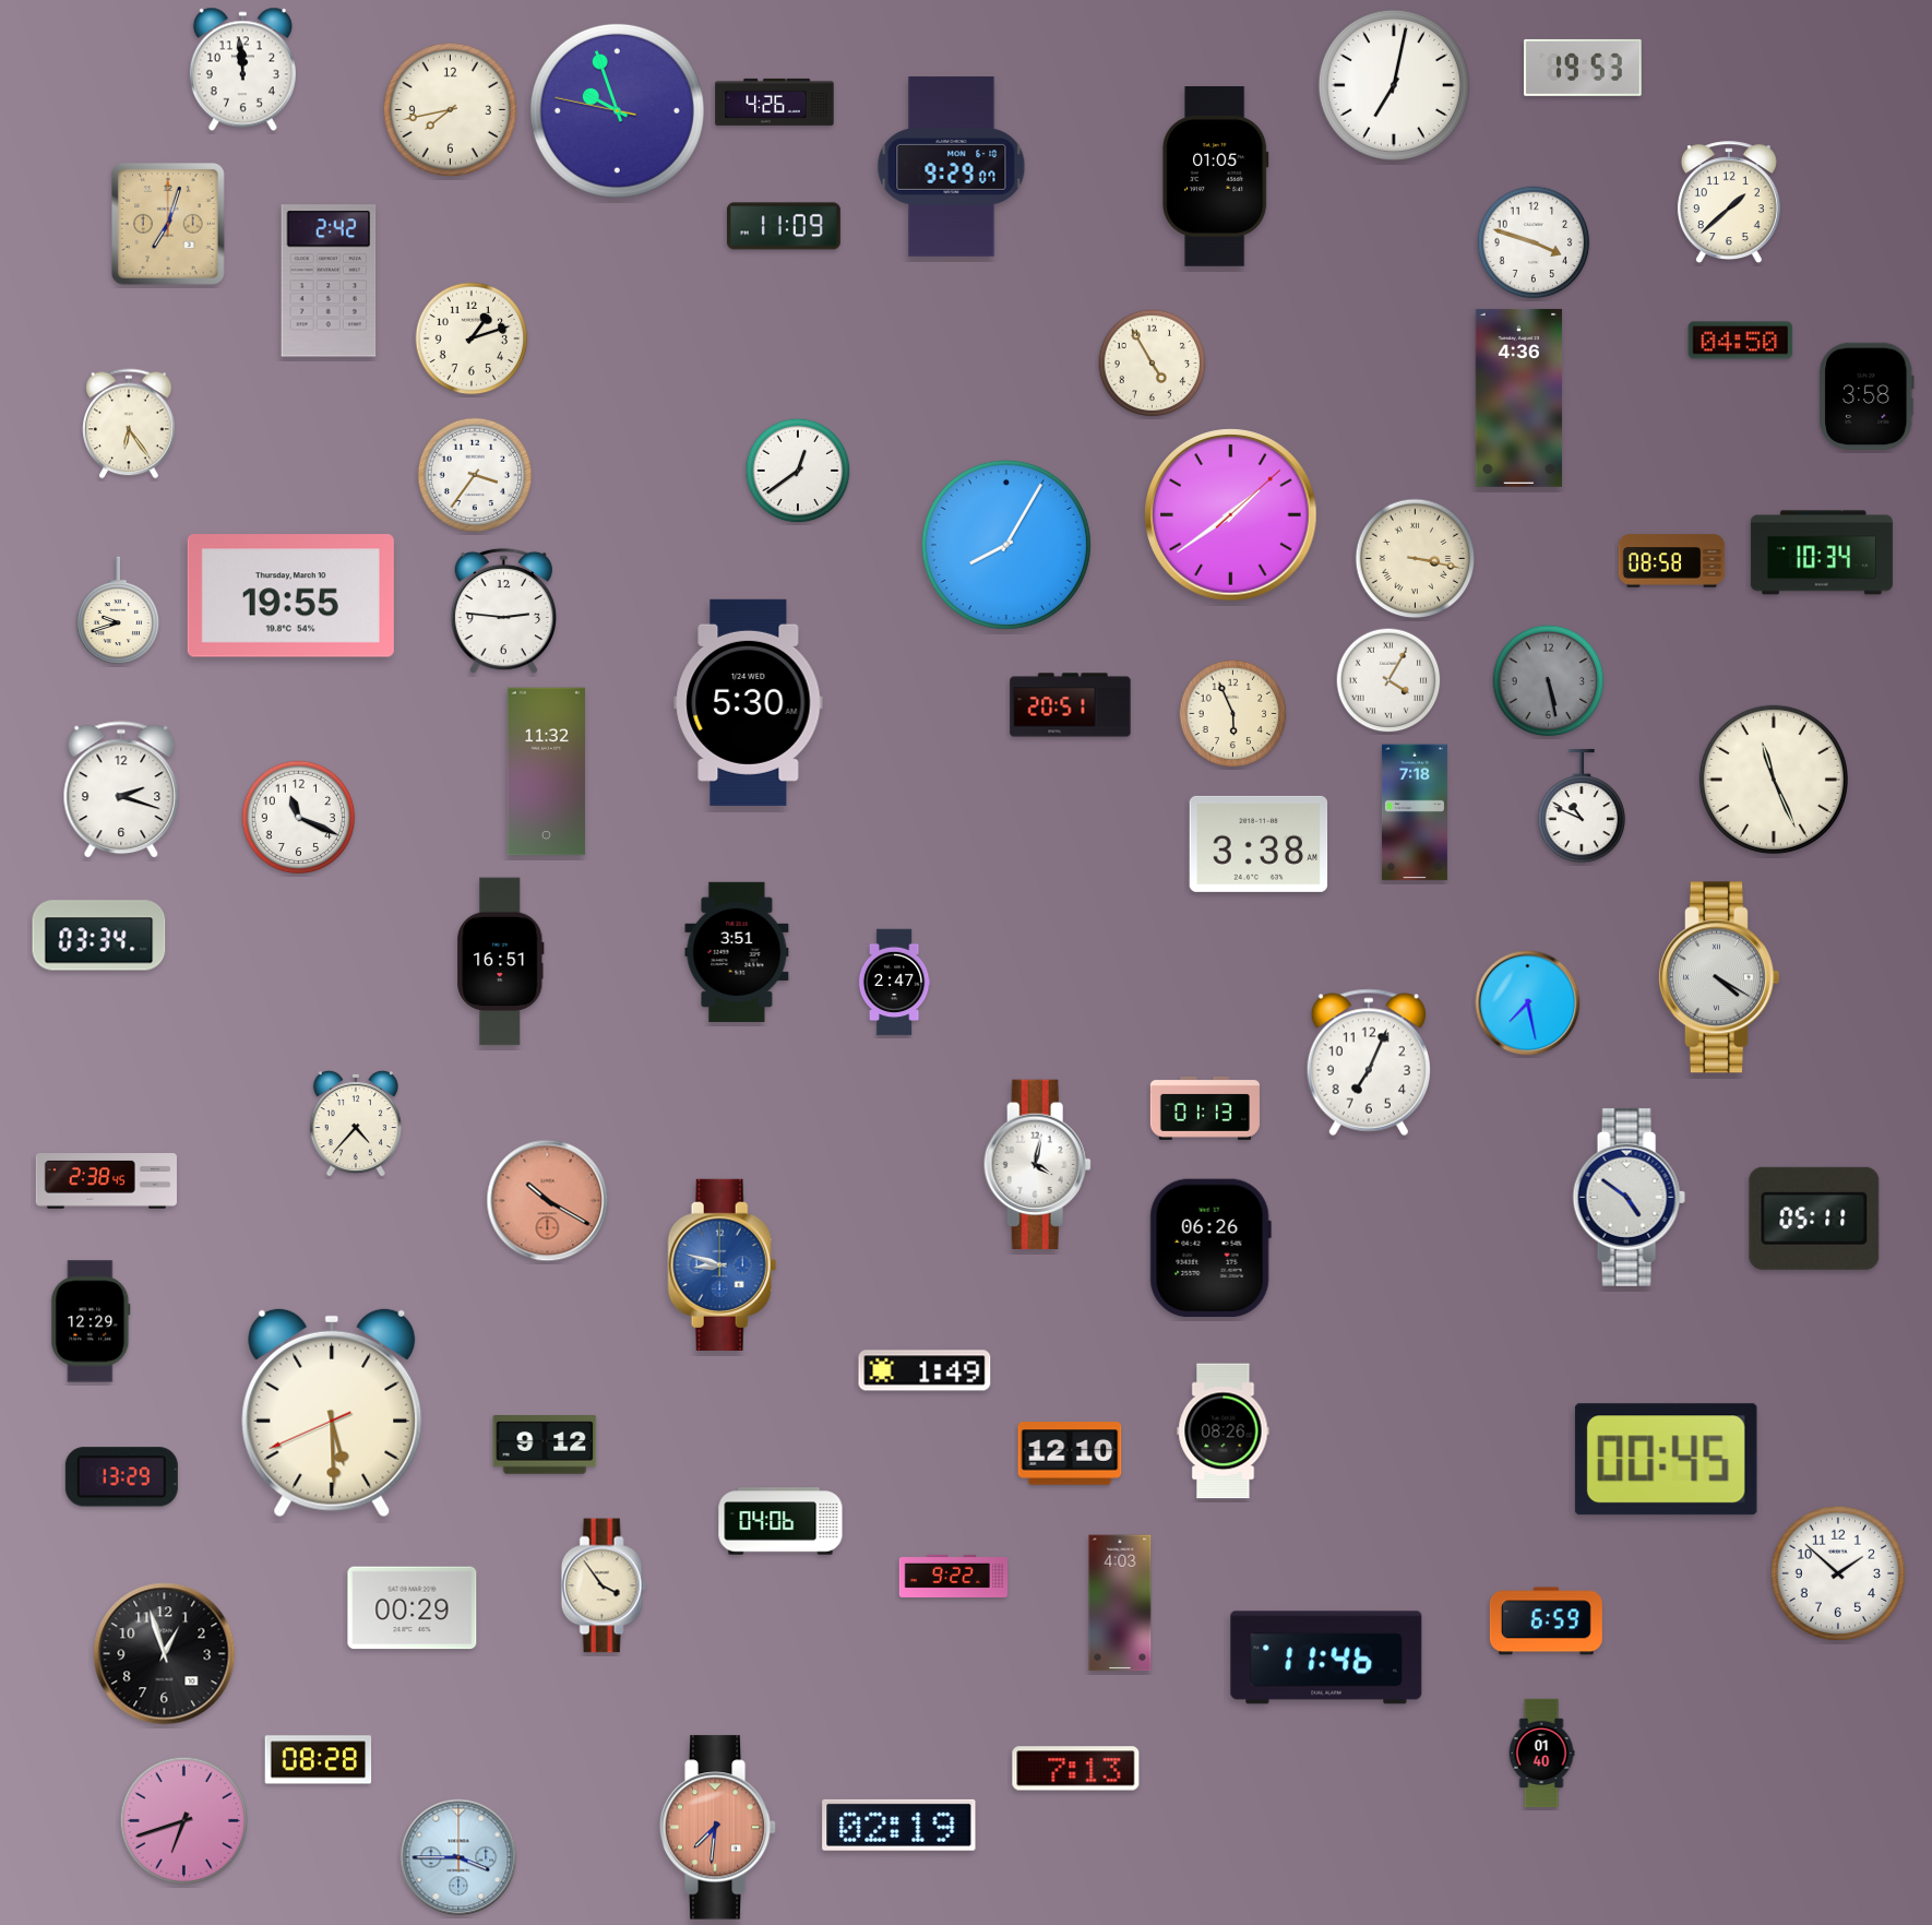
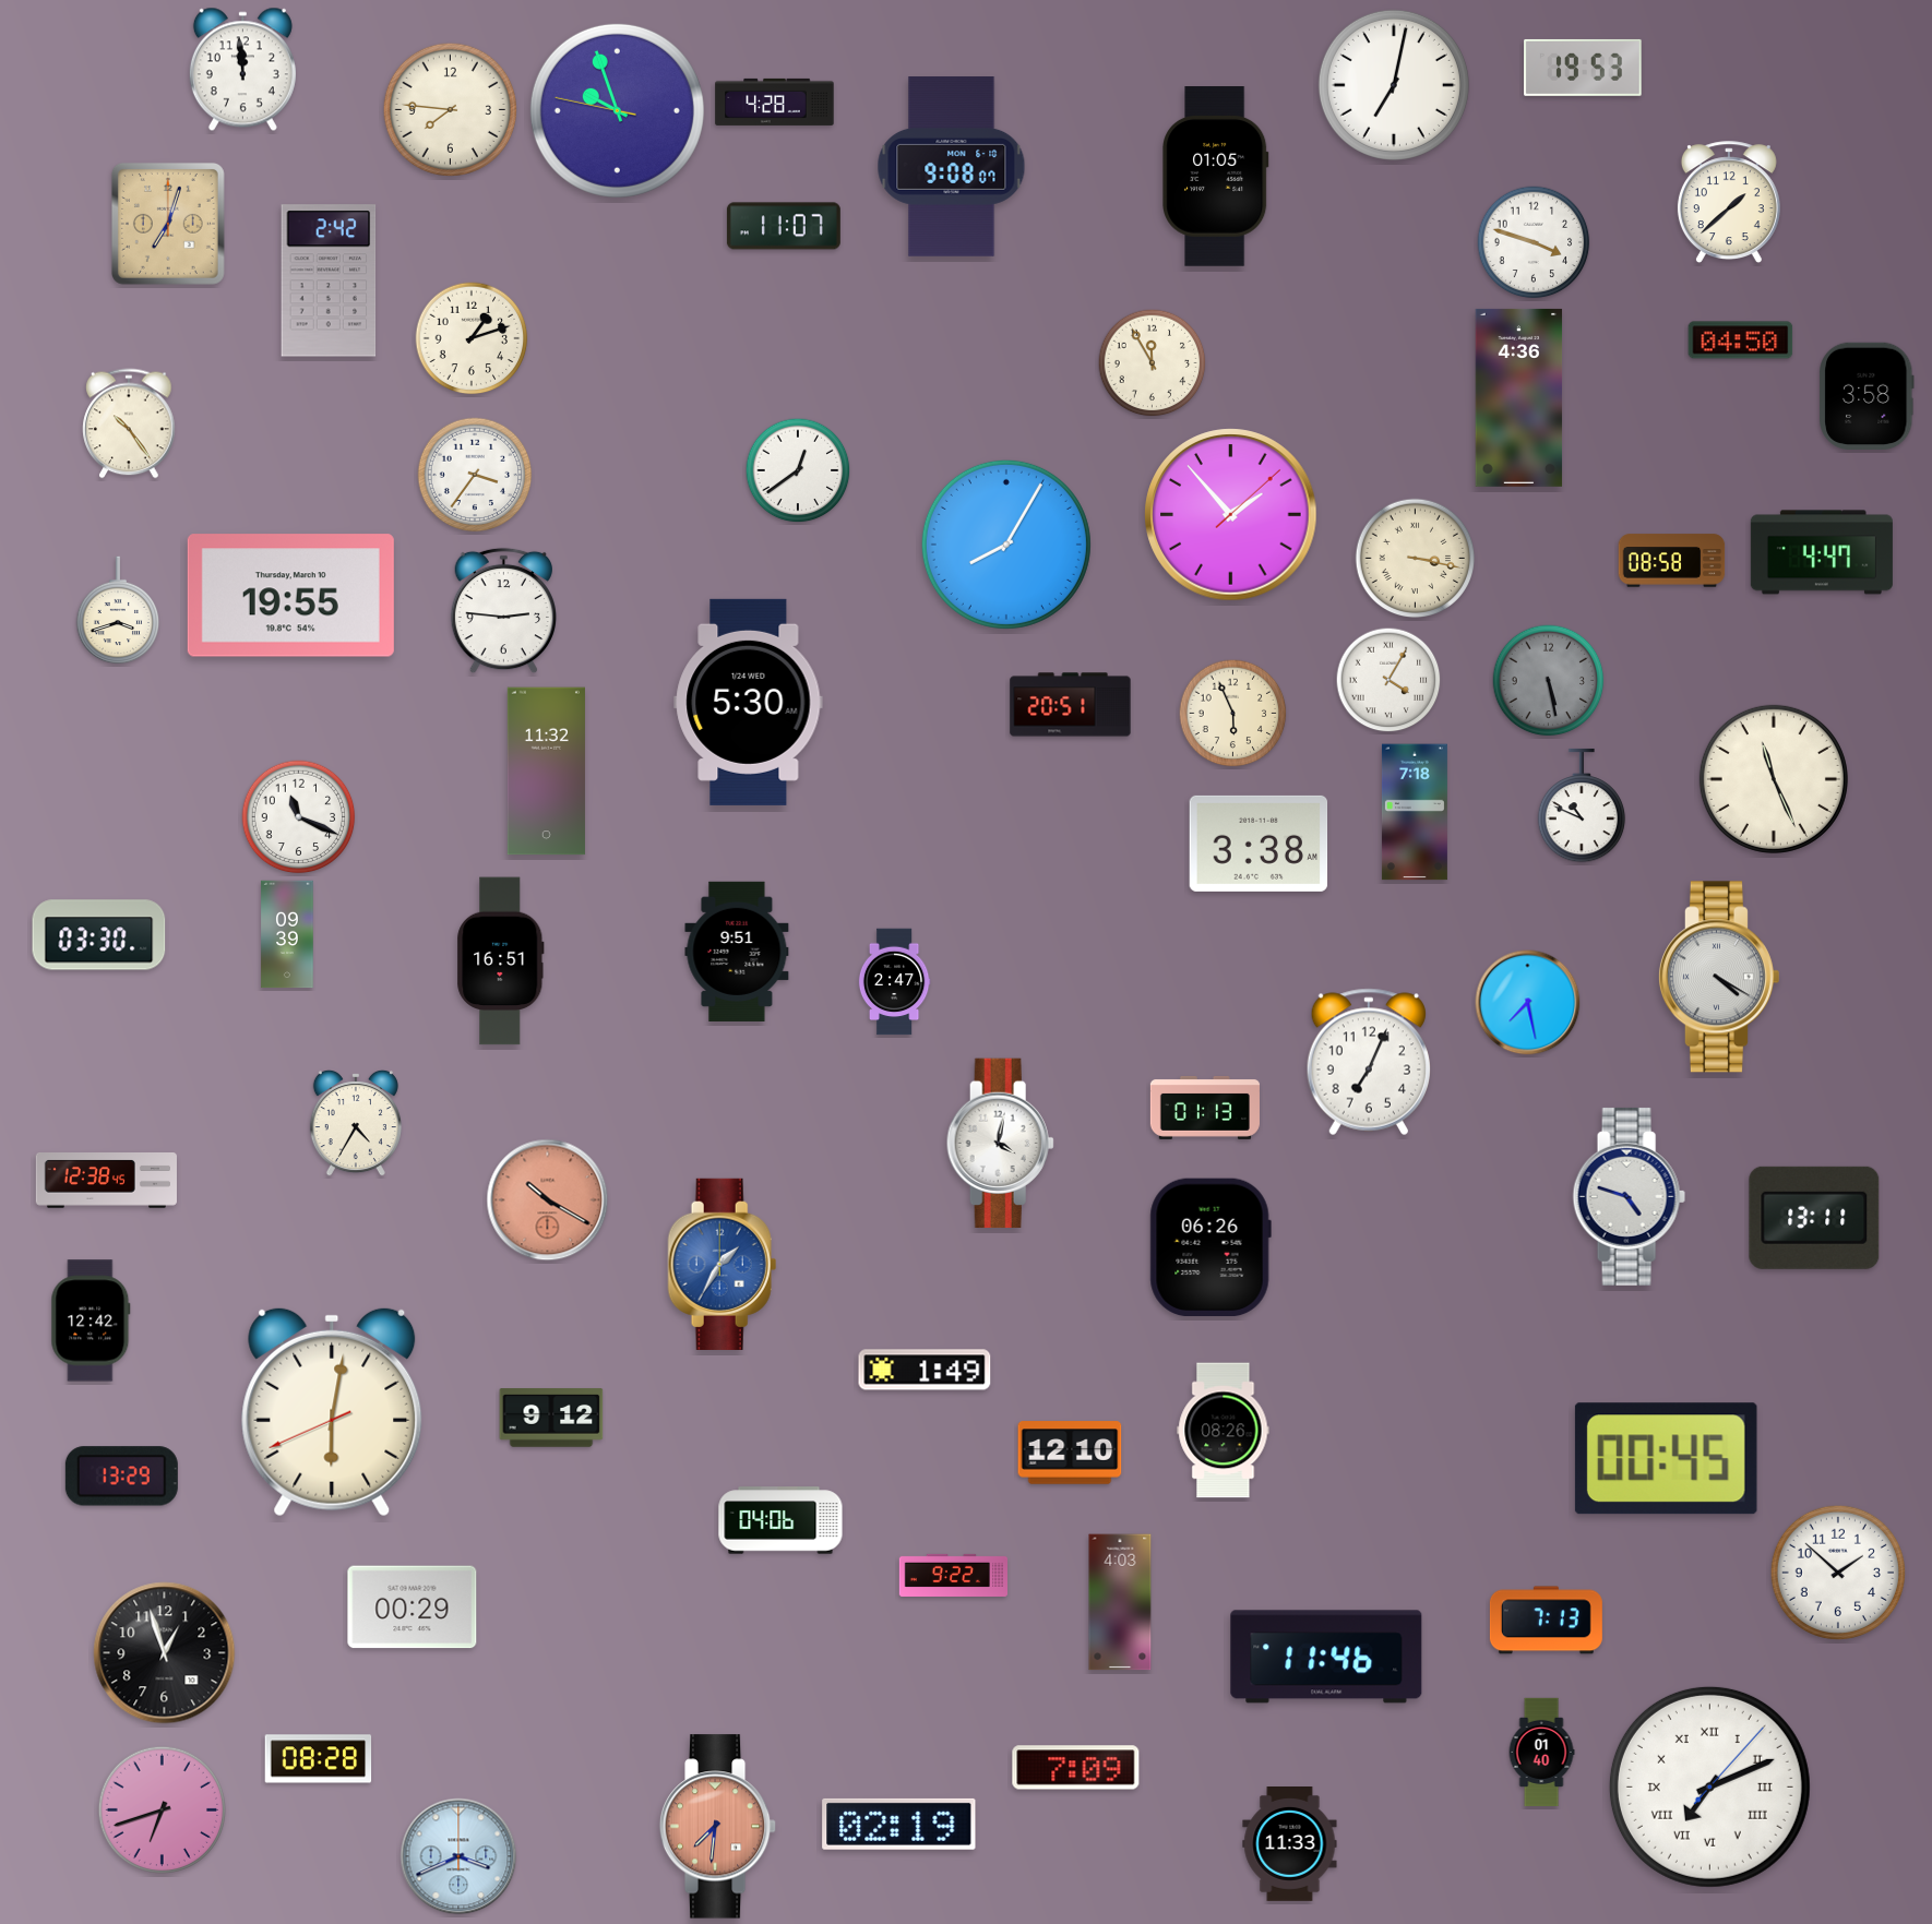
clock at (775, 102): 4:26 -> 4:28
clock at (450, 109): 7:43 -> 7:46
clock at (952, 167): 9:29 -> 9:08
clock at (784, 226): 11:09 -> 11:07
clock at (1153, 364): 4:55 -> 11:55
clock at (129, 424): 6:24 -> 10:24
clock at (1231, 515): 1:39 -> 1:53
clock at (1822, 552): 10:34 -> 4:47
clock at (118, 610): 9:42 -> 3:42
clock at (121, 791): 2:18 -> none
clock at (287, 934): none -> 09:39
clock at (99, 936): 03:34 -> 03:30
clock at (737, 952): 3:51 -> 9:51
clock at (356, 1124): 4:37 -> 4:35
clock at (1037, 1165) position: (1037, 1165) -> (1000, 1144)
clock at (106, 1181): 2:38 -> 12:38
clock at (1629, 1197): 4:51 -> 4:48
clock at (1814, 1219): 05:11 -> 13:11
clock at (723, 1264): 8:48 -> 1:35
clock at (91, 1321): 12:29 -> 12:42
clock at (332, 1413): 5:29 -> 6:01
clock at (545, 1445) position: (545, 1445) -> (551, 1418)
clock at (604, 1585): 3:54 -> none
clock at (1546, 1621): 6:59 -> 7:13
clock at (1076, 1769): 7:13 -> 7:09
clock at (1709, 1786): none -> 7:11
clock at (183, 1820) position: (183, 1820) -> (162, 1809)
clock at (1290, 1844): none -> 11:33
clock at (458, 1857): 3:45 -> 3:41
